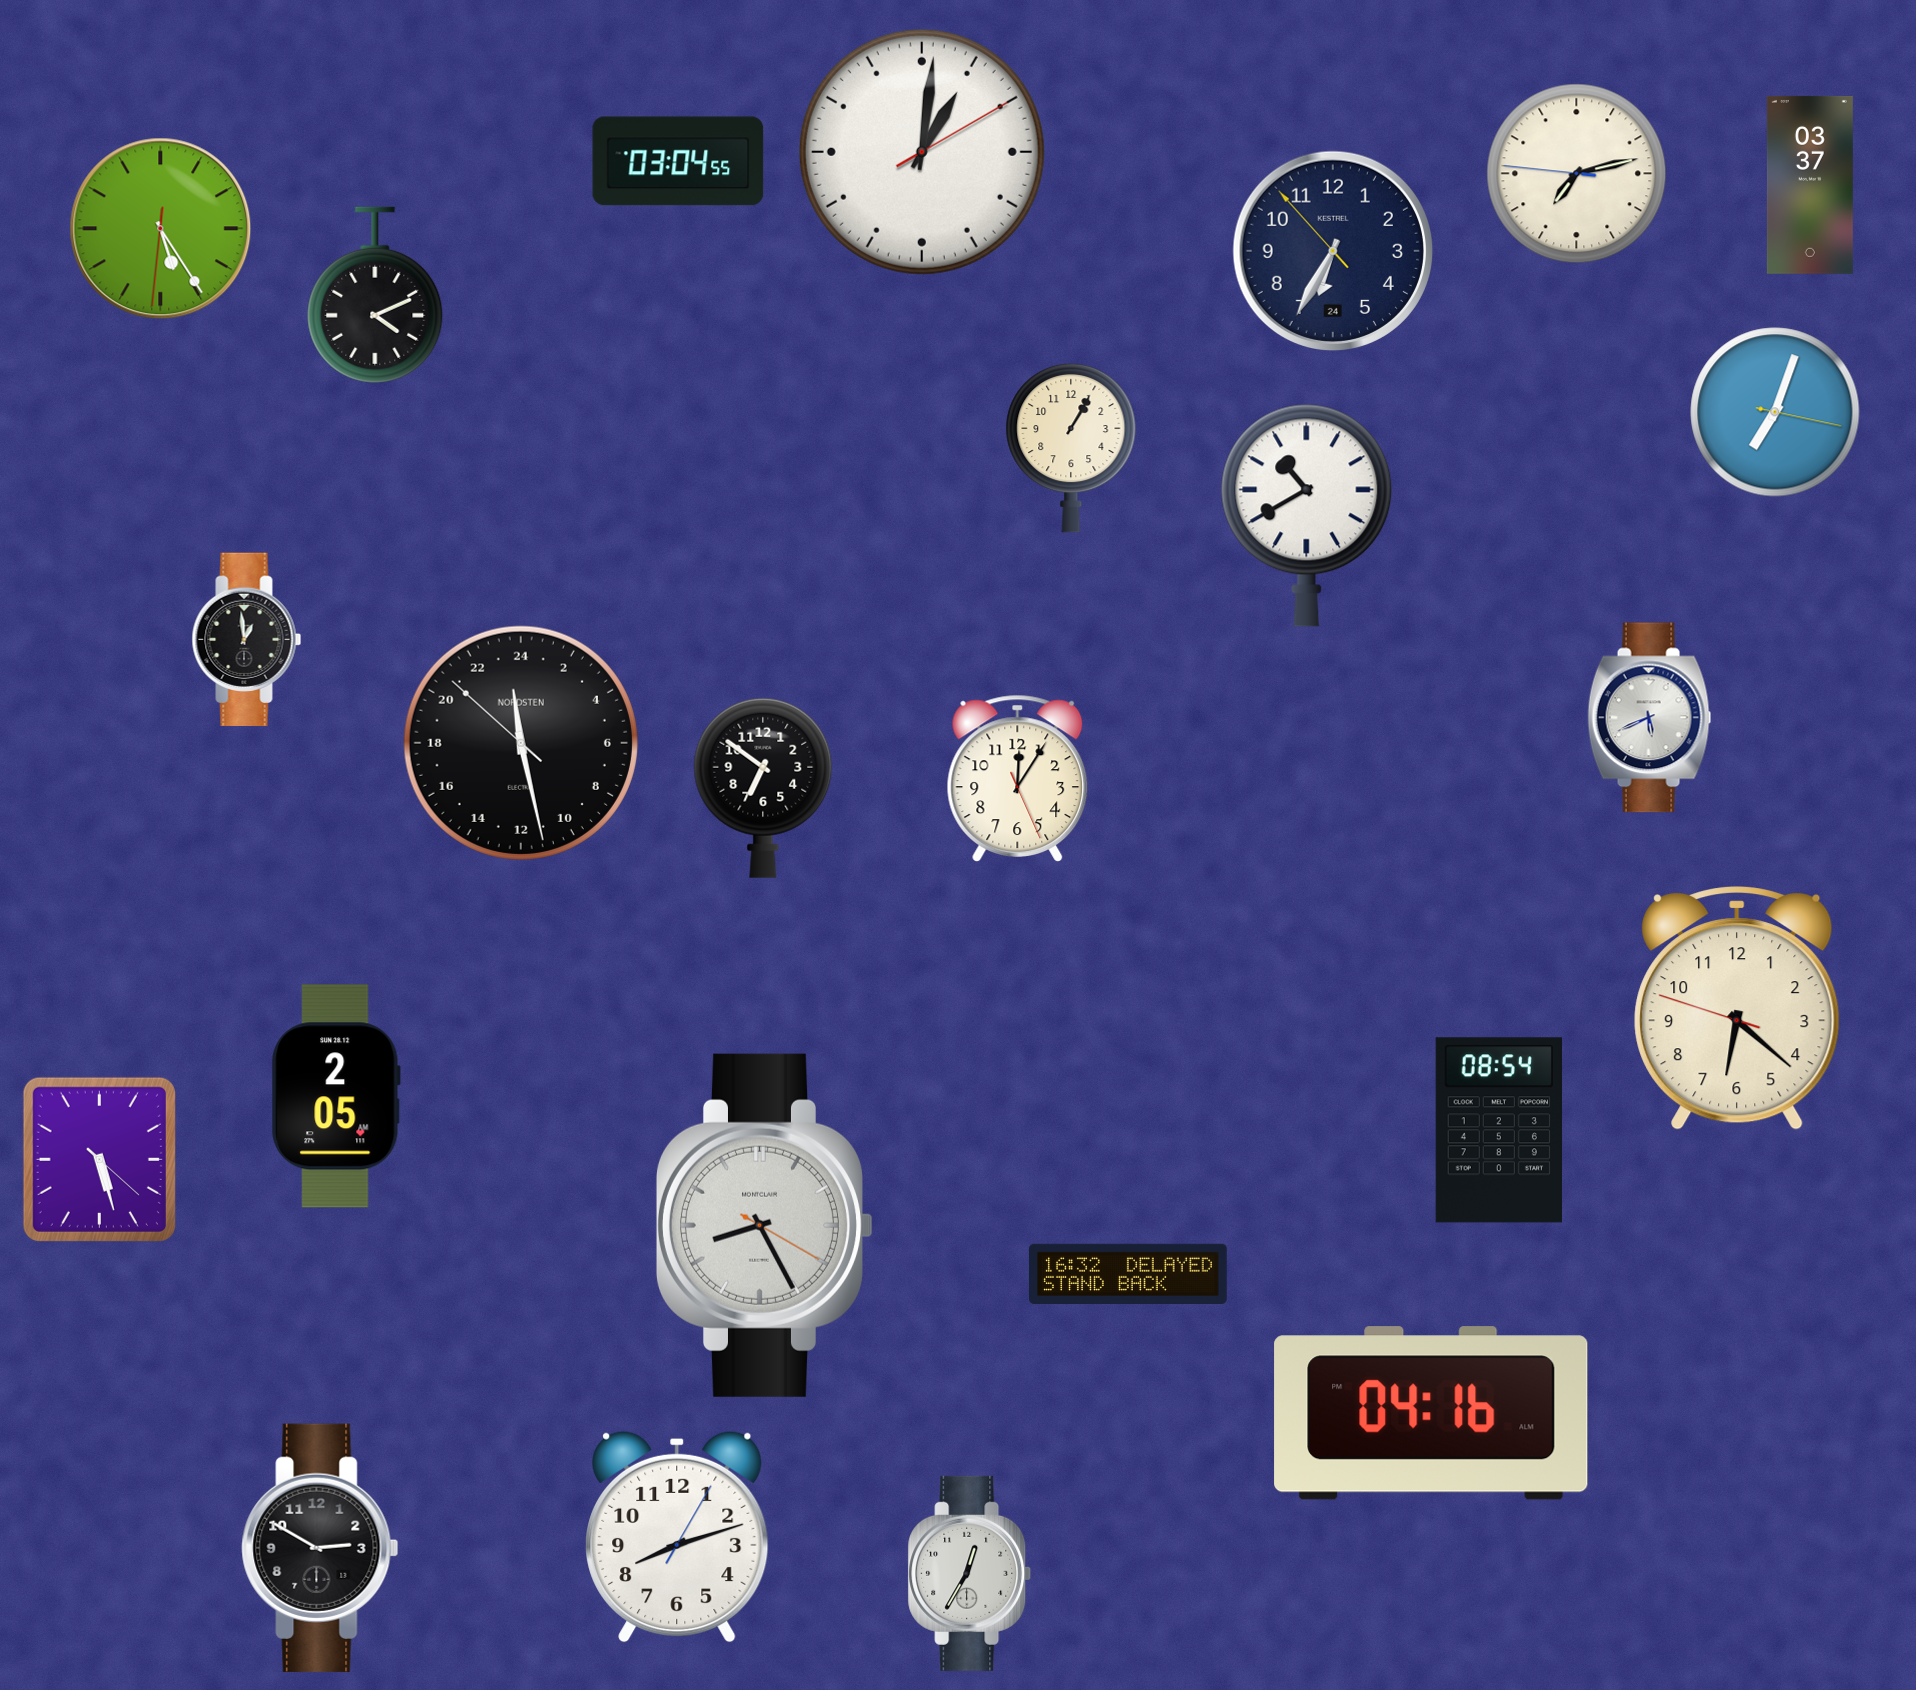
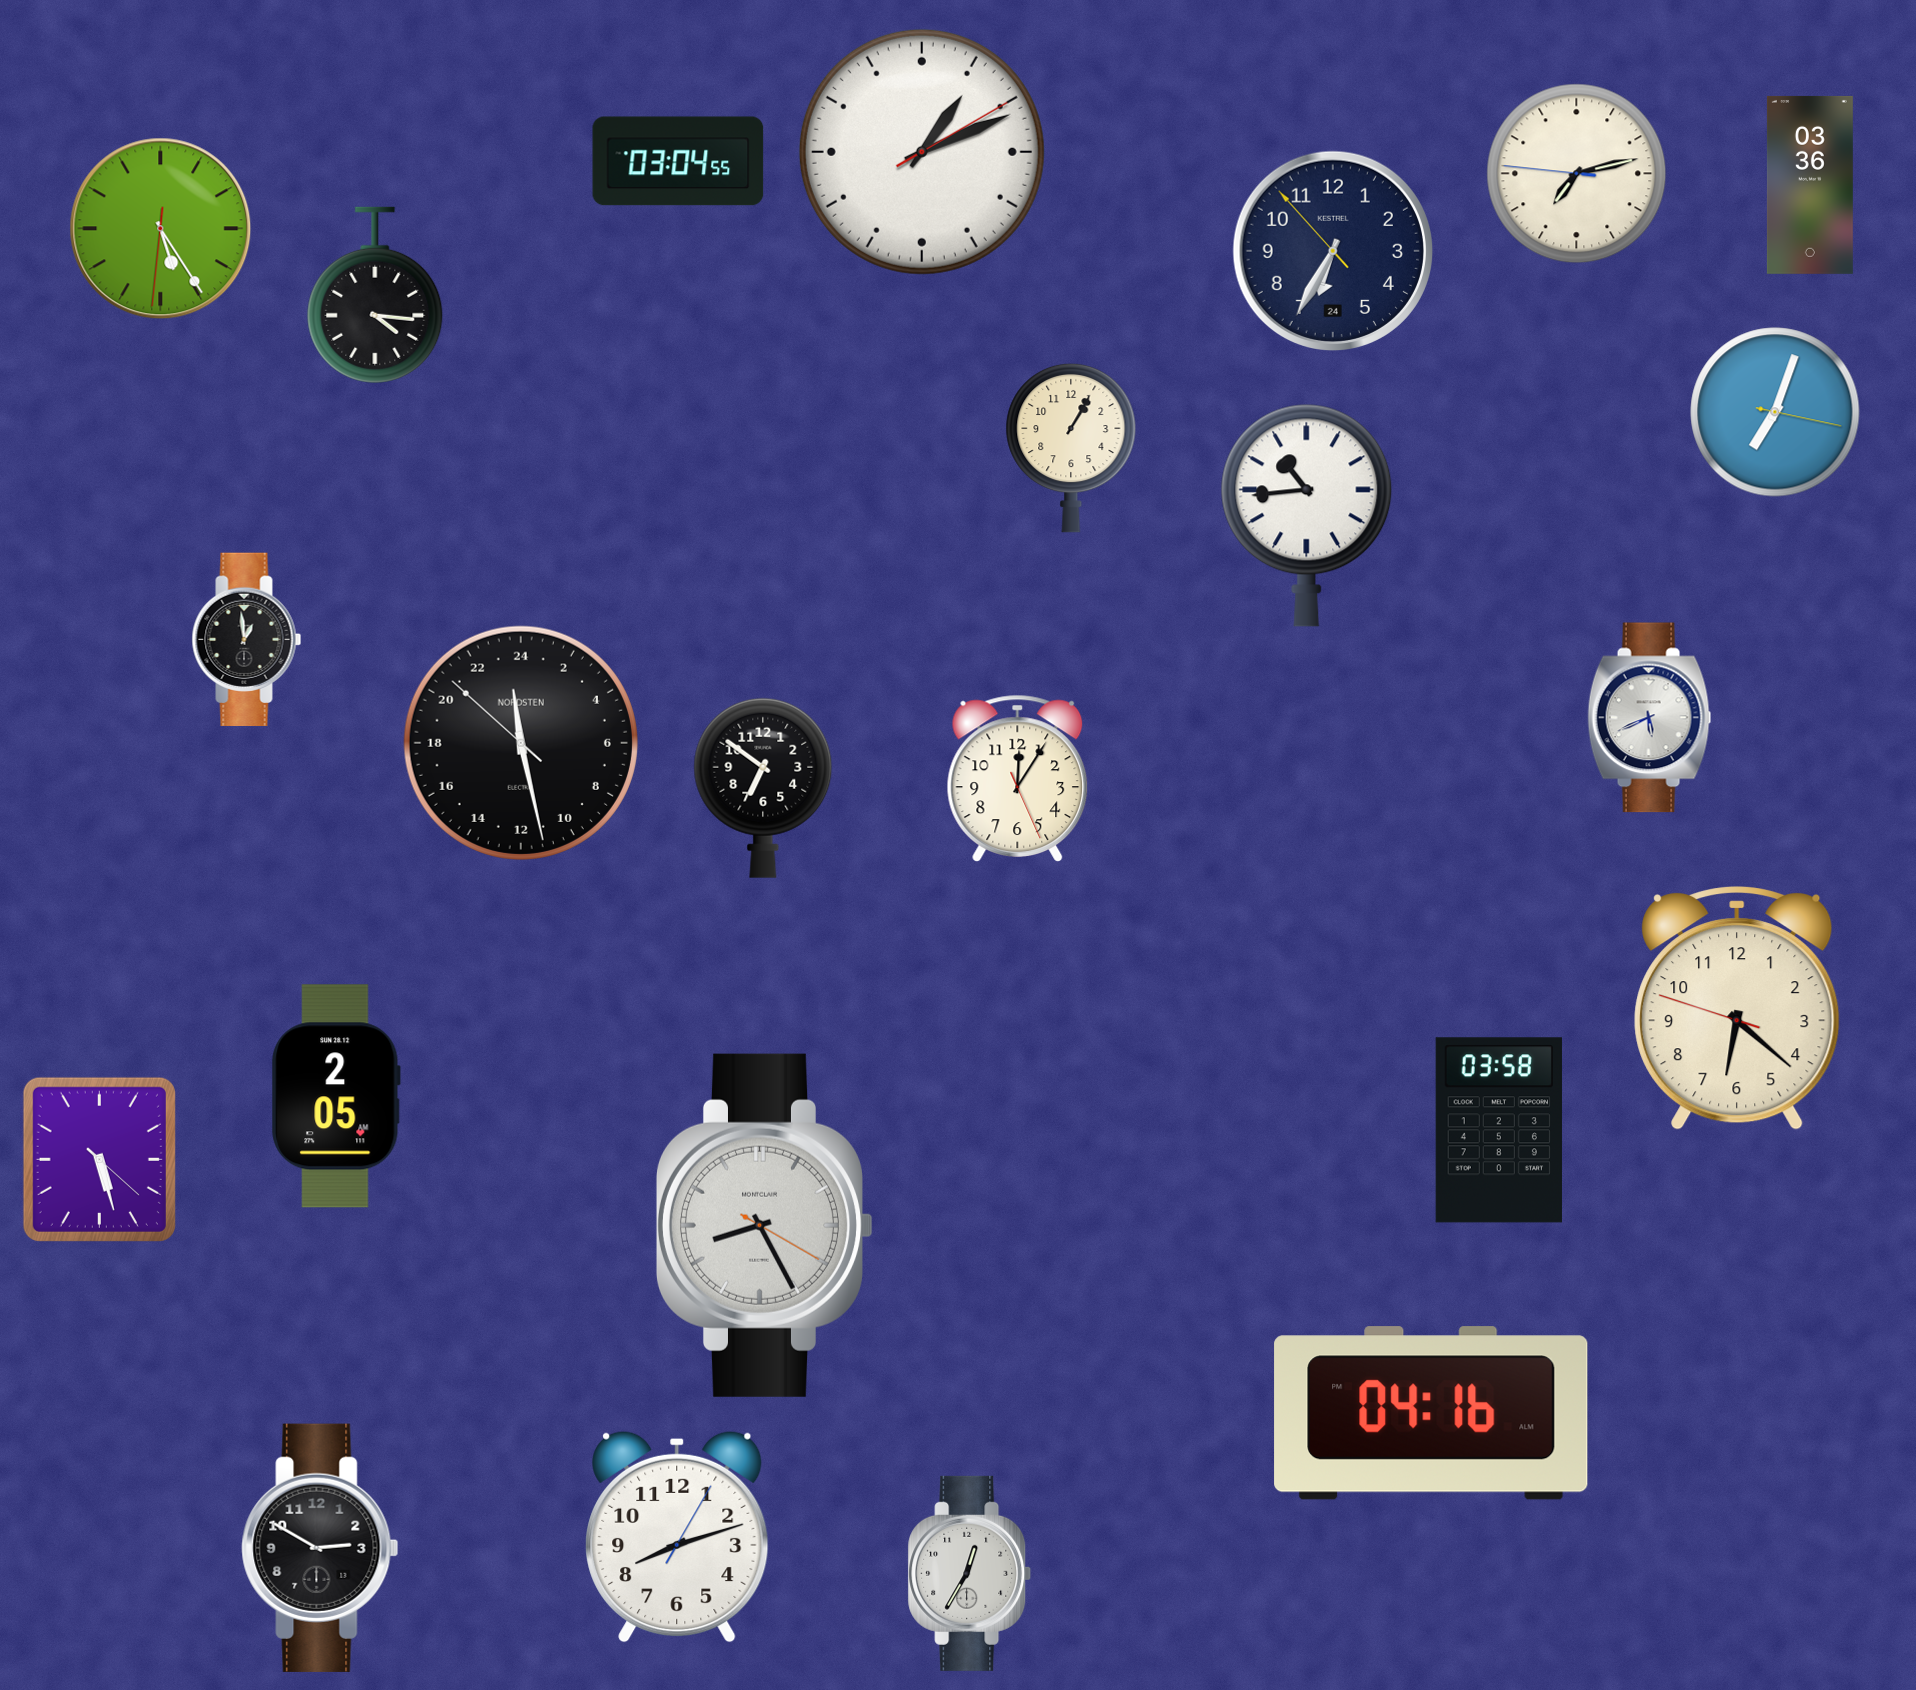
clock at (922, 152): 1:01 -> 1:11
clock at (1810, 185): 03:37 -> 03:36
clock at (375, 295): 4:11 -> 4:16
clock at (1307, 515): 10:40 -> 10:44
clock at (1499, 1130): 08:54 -> 03:58
clock at (1129, 1273): 16:32 -> none
